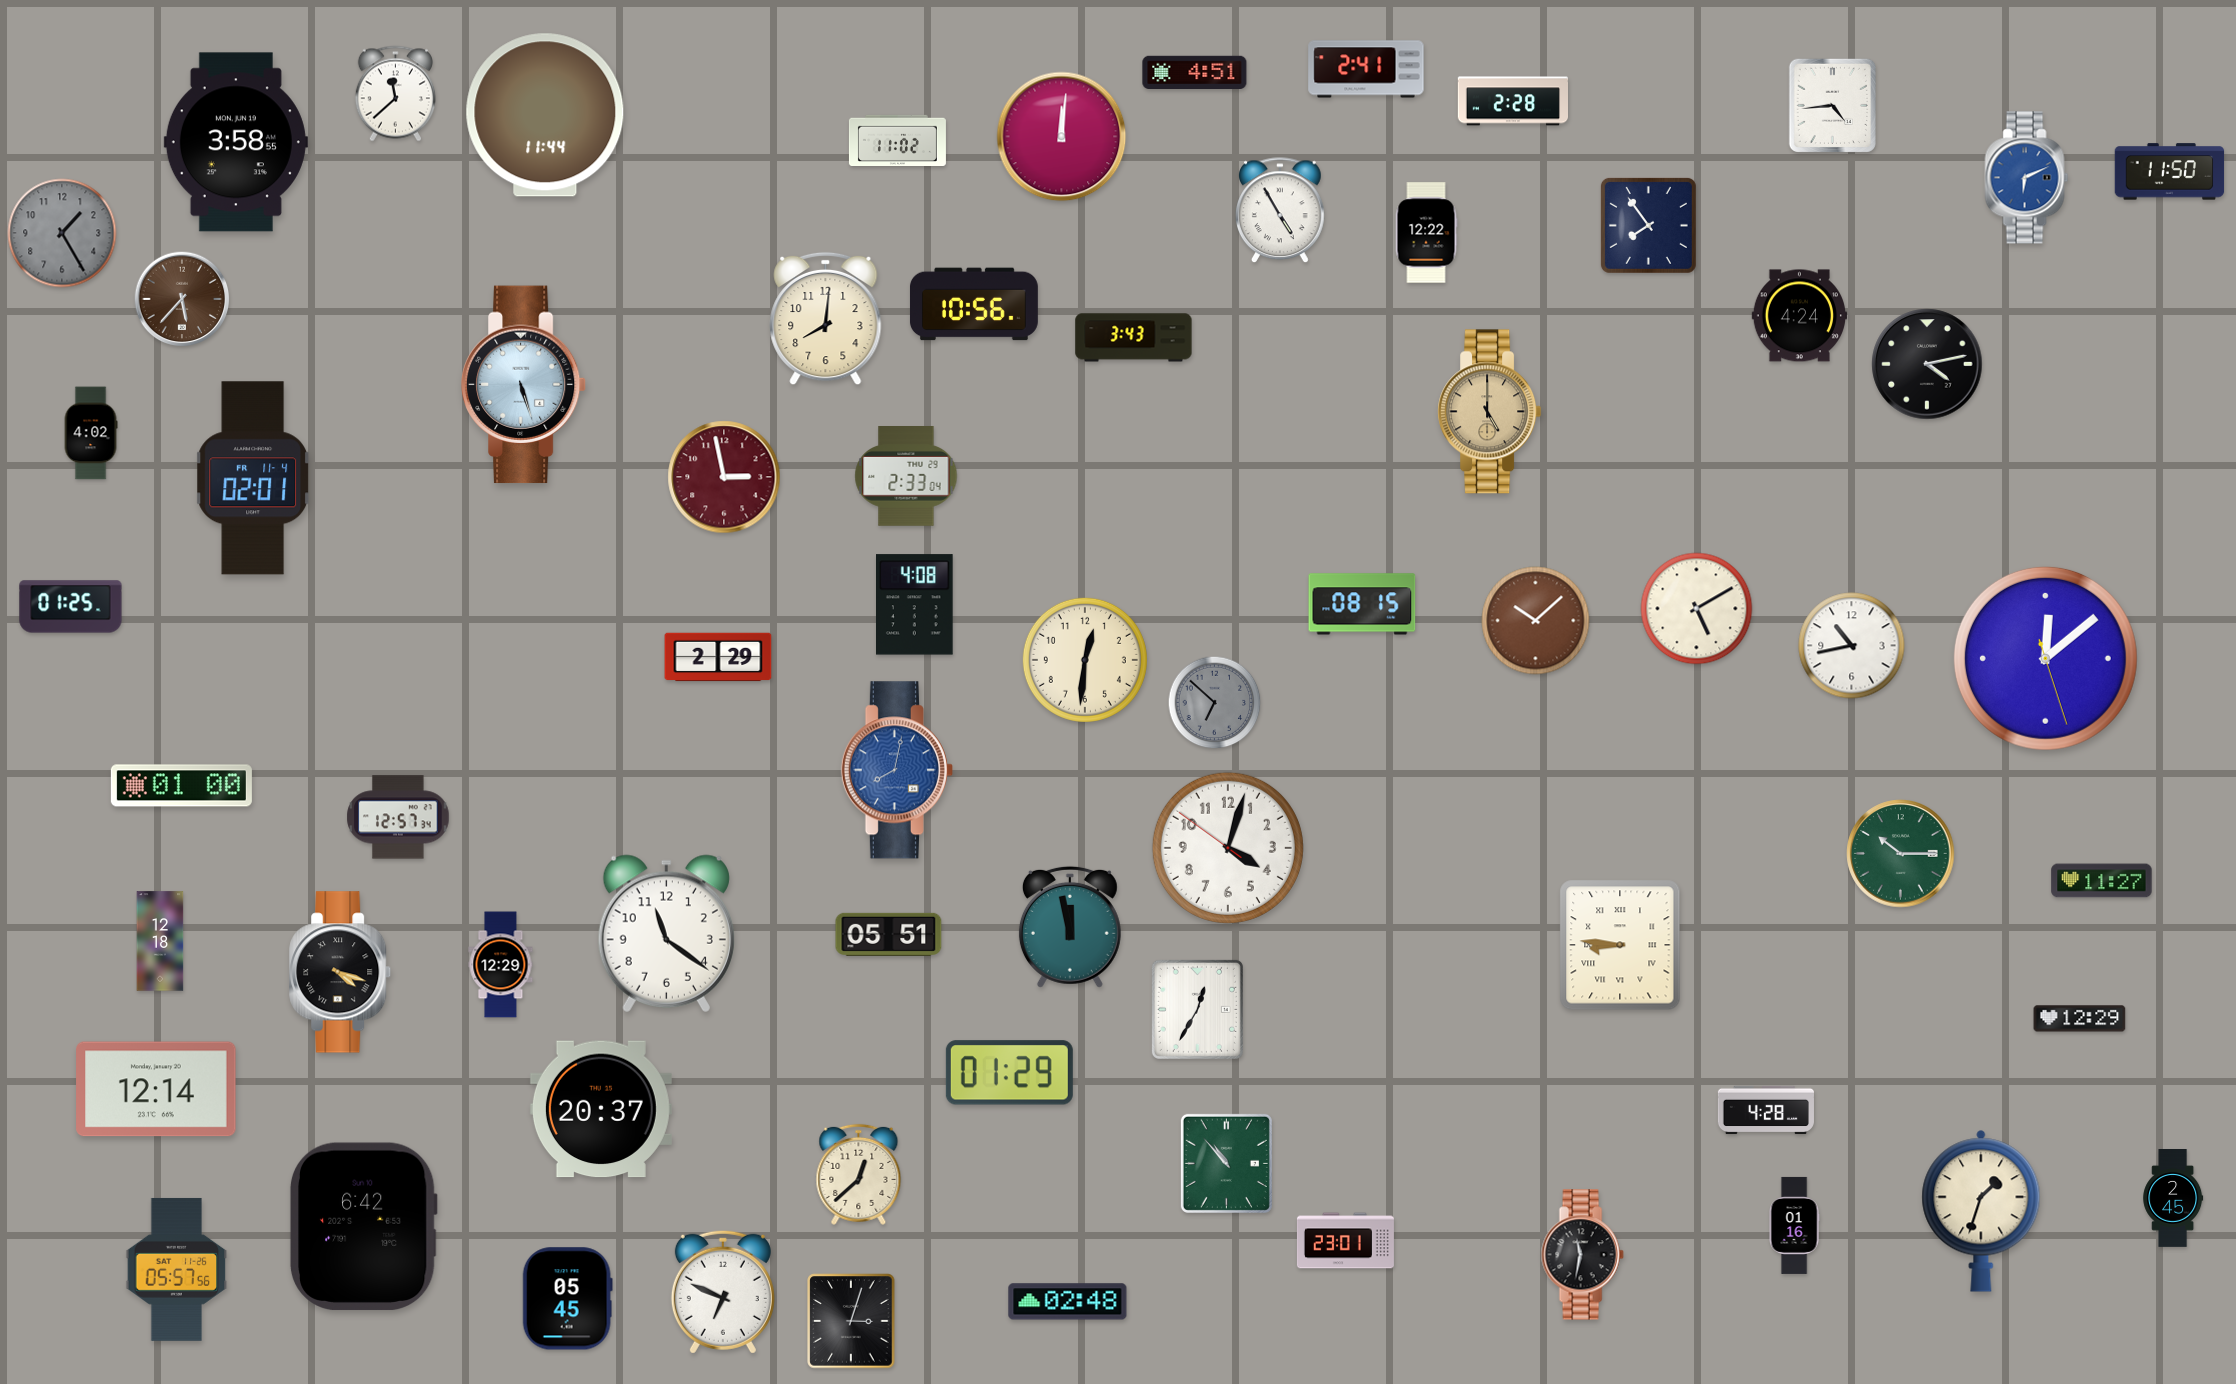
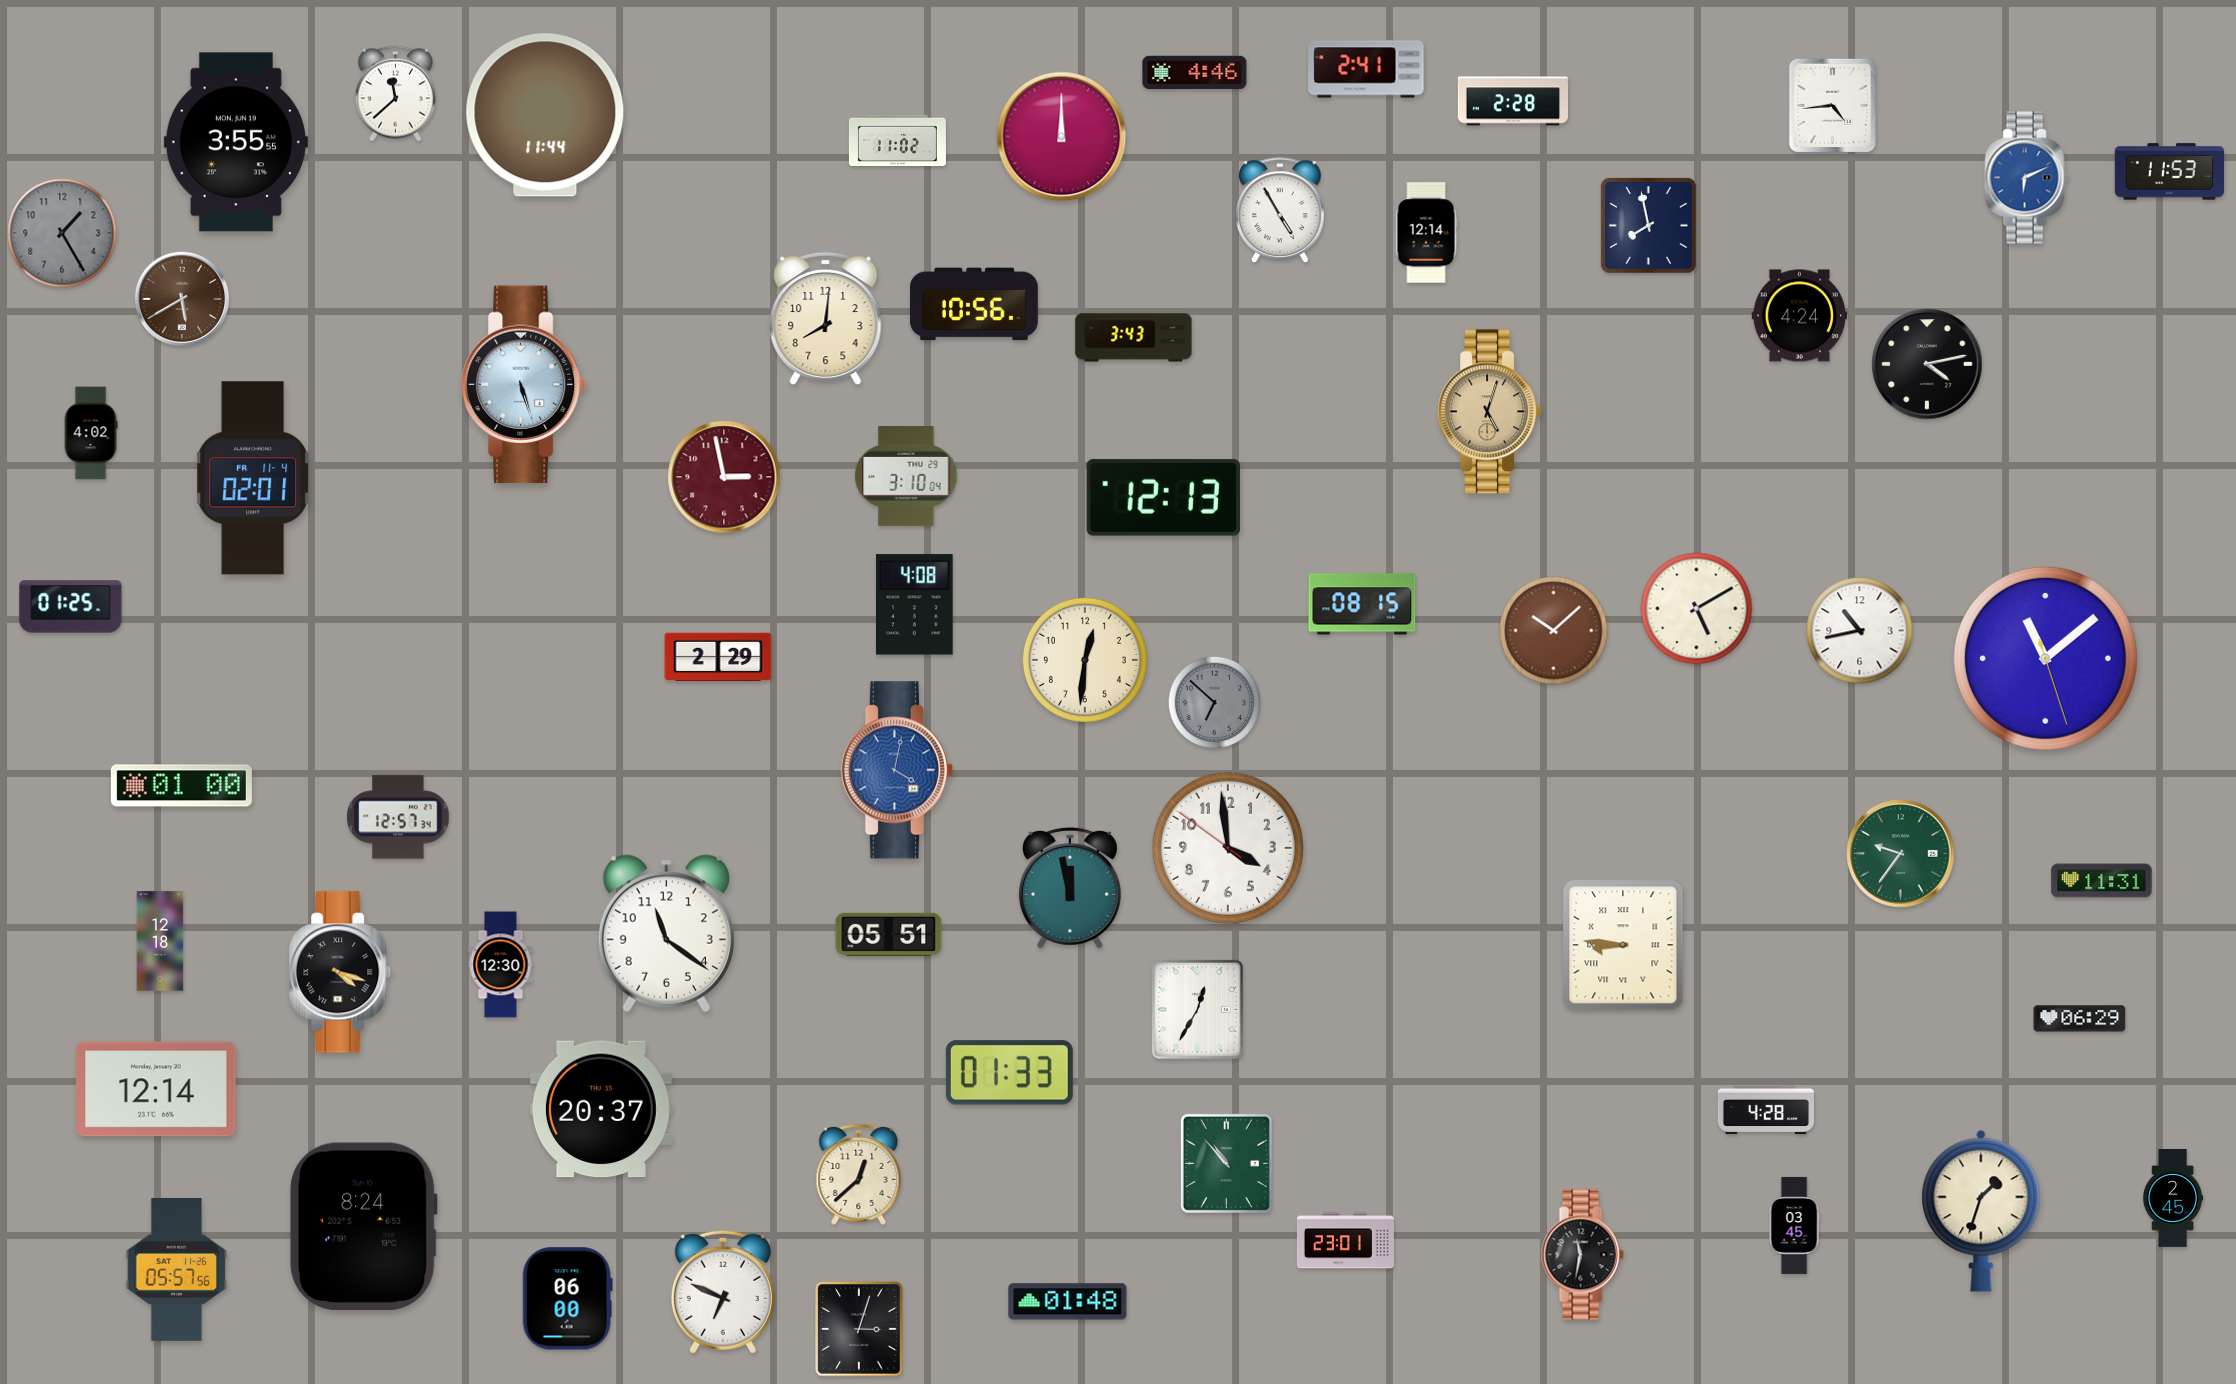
clock at (1195, 72): 4:51 -> 4:46
clock at (1062, 137): 12:01 -> 12:00
clock at (236, 142): 3:58 -> 3:55
clock at (2170, 172): 11:50 -> 11:53
clock at (1648, 225): 7:54 -> 7:58
clock at (1426, 233): 12:22 -> 12:14
clock at (182, 299): 5:37 -> 5:40
clock at (1490, 412): 5:00 -> 5:03
clock at (906, 477): 2:33 -> 3:10
clock at (1163, 498): none -> 12:13
clock at (1536, 621) position: (1536, 621) -> (1554, 631)
clock at (1852, 646) position: (1852, 646) -> (1860, 631)
clock at (2045, 658): 12:08 -> 11:08
clock at (897, 770): 8:02 -> 4:02
clock at (1228, 848): 4:02 -> 3:58
clock at (1901, 854): 10:15 -> 9:36
clock at (2102, 881): 11:27 -> 11:31
clock at (1070, 927) position: (1070, 927) -> (1070, 888)
clock at (1620, 945) position: (1620, 945) -> (1623, 945)
clock at (501, 965): 12:29 -> 12:30
clock at (2080, 1019): 12:29 -> 06:29
clock at (1009, 1073): 01:29 -> 01:33
clock at (1794, 1225): 01:16 -> 03:45
clock at (363, 1227): 6:42 -> 8:24
clock at (567, 1299): 05:45 -> 06:00
clock at (1068, 1302): 02:48 -> 01:48
clock at (851, 1321) position: (851, 1321) -> (859, 1329)
